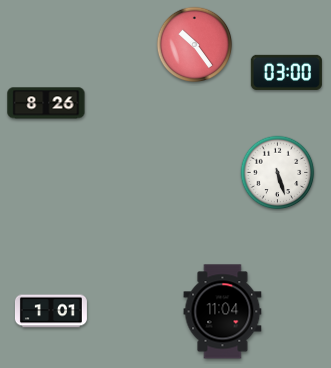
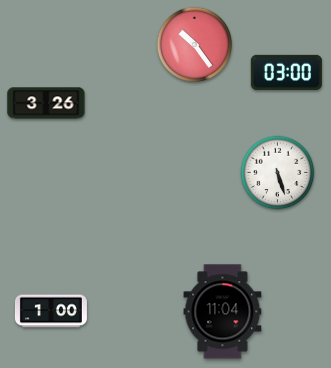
clock at (46, 103): 8:26 -> 3:26
clock at (51, 311): 1:01 -> 1:00
